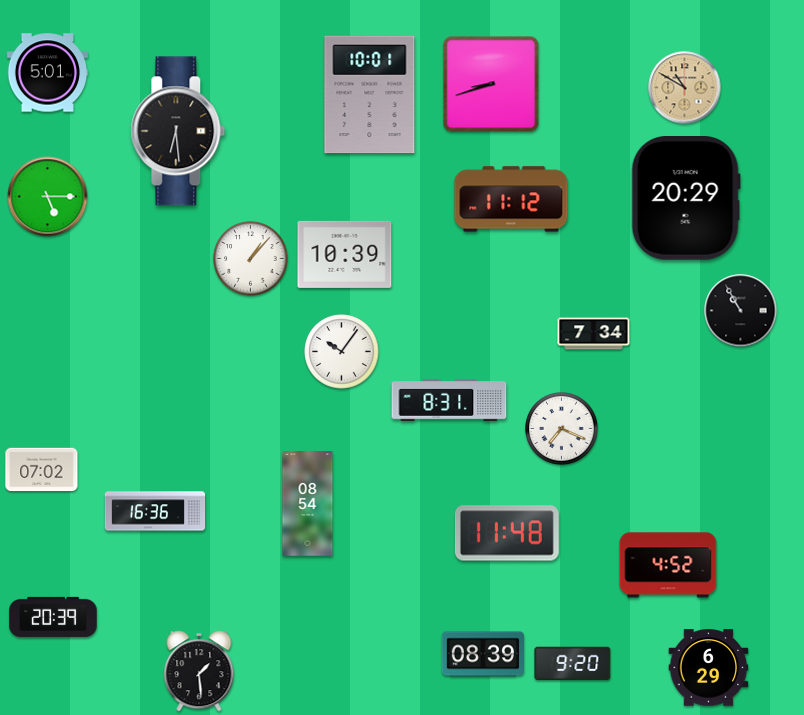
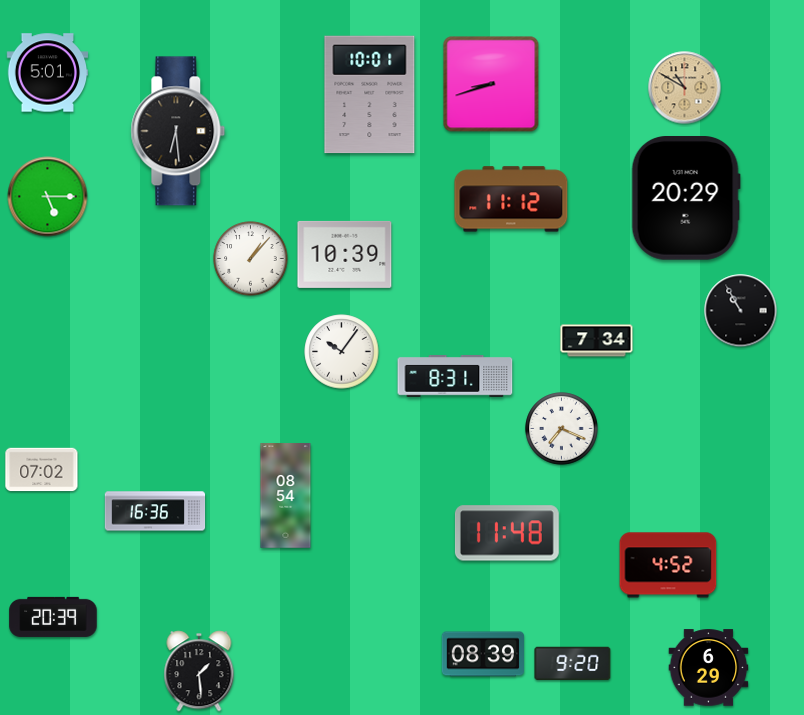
clock at (594, 334) position: (594, 334) -> (597, 341)
clock at (449, 401) position: (449, 401) -> (455, 377)
clock at (308, 504) position: (308, 504) -> (286, 496)
